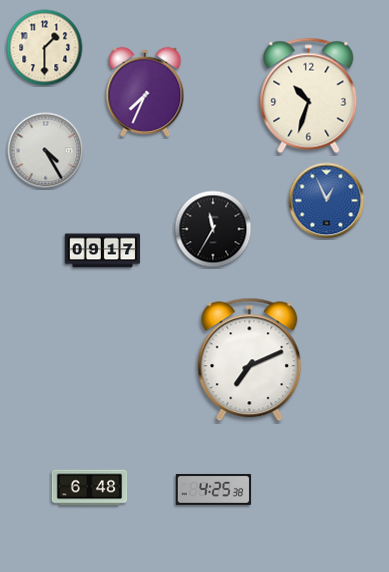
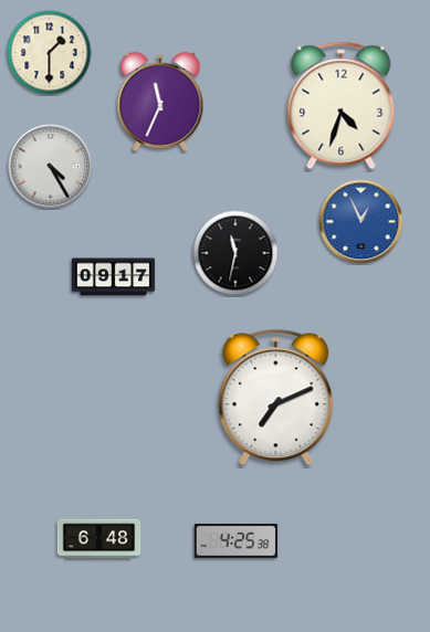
clock at (145, 92): 7:34 -> 11:34
clock at (309, 96): 10:33 -> 4:33
clock at (213, 229): 11:35 -> 11:32
